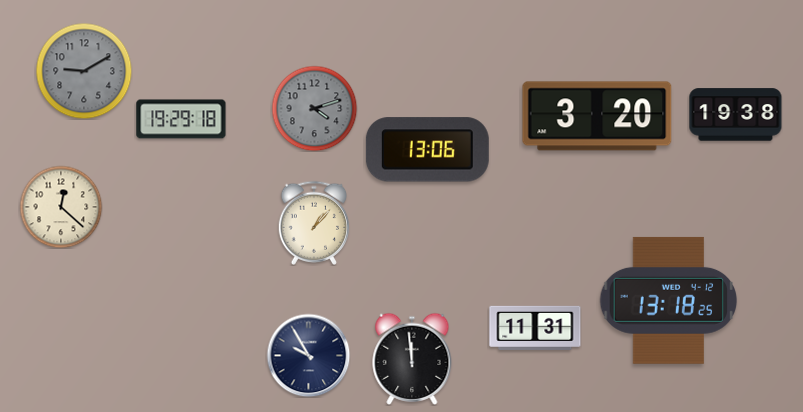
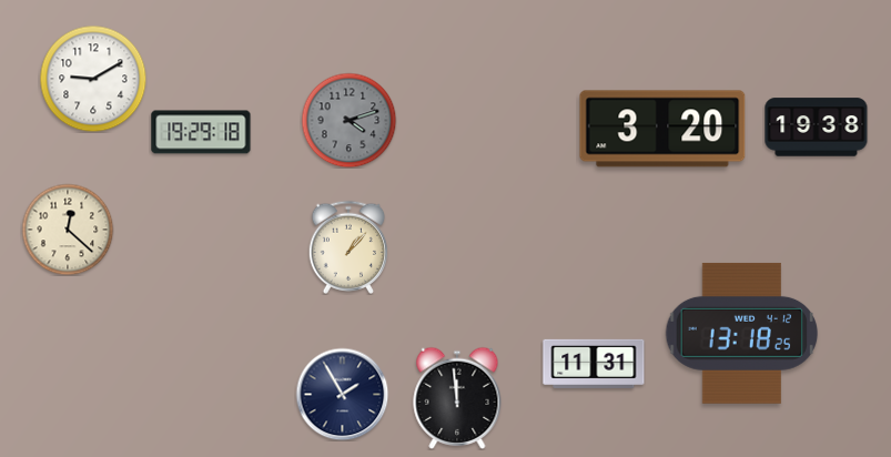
clock at (84, 71) dial: grey -> white
clock at (427, 150): 13:06 -> none
clock at (308, 355): 9:55 -> 1:55
